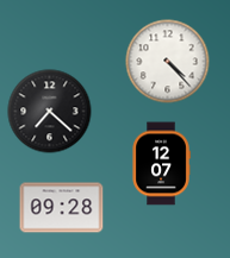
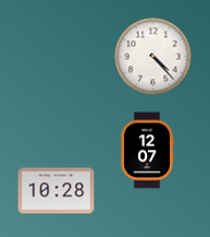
clock at (50, 112): 7:22 -> none
clock at (62, 208): 09:28 -> 10:28
